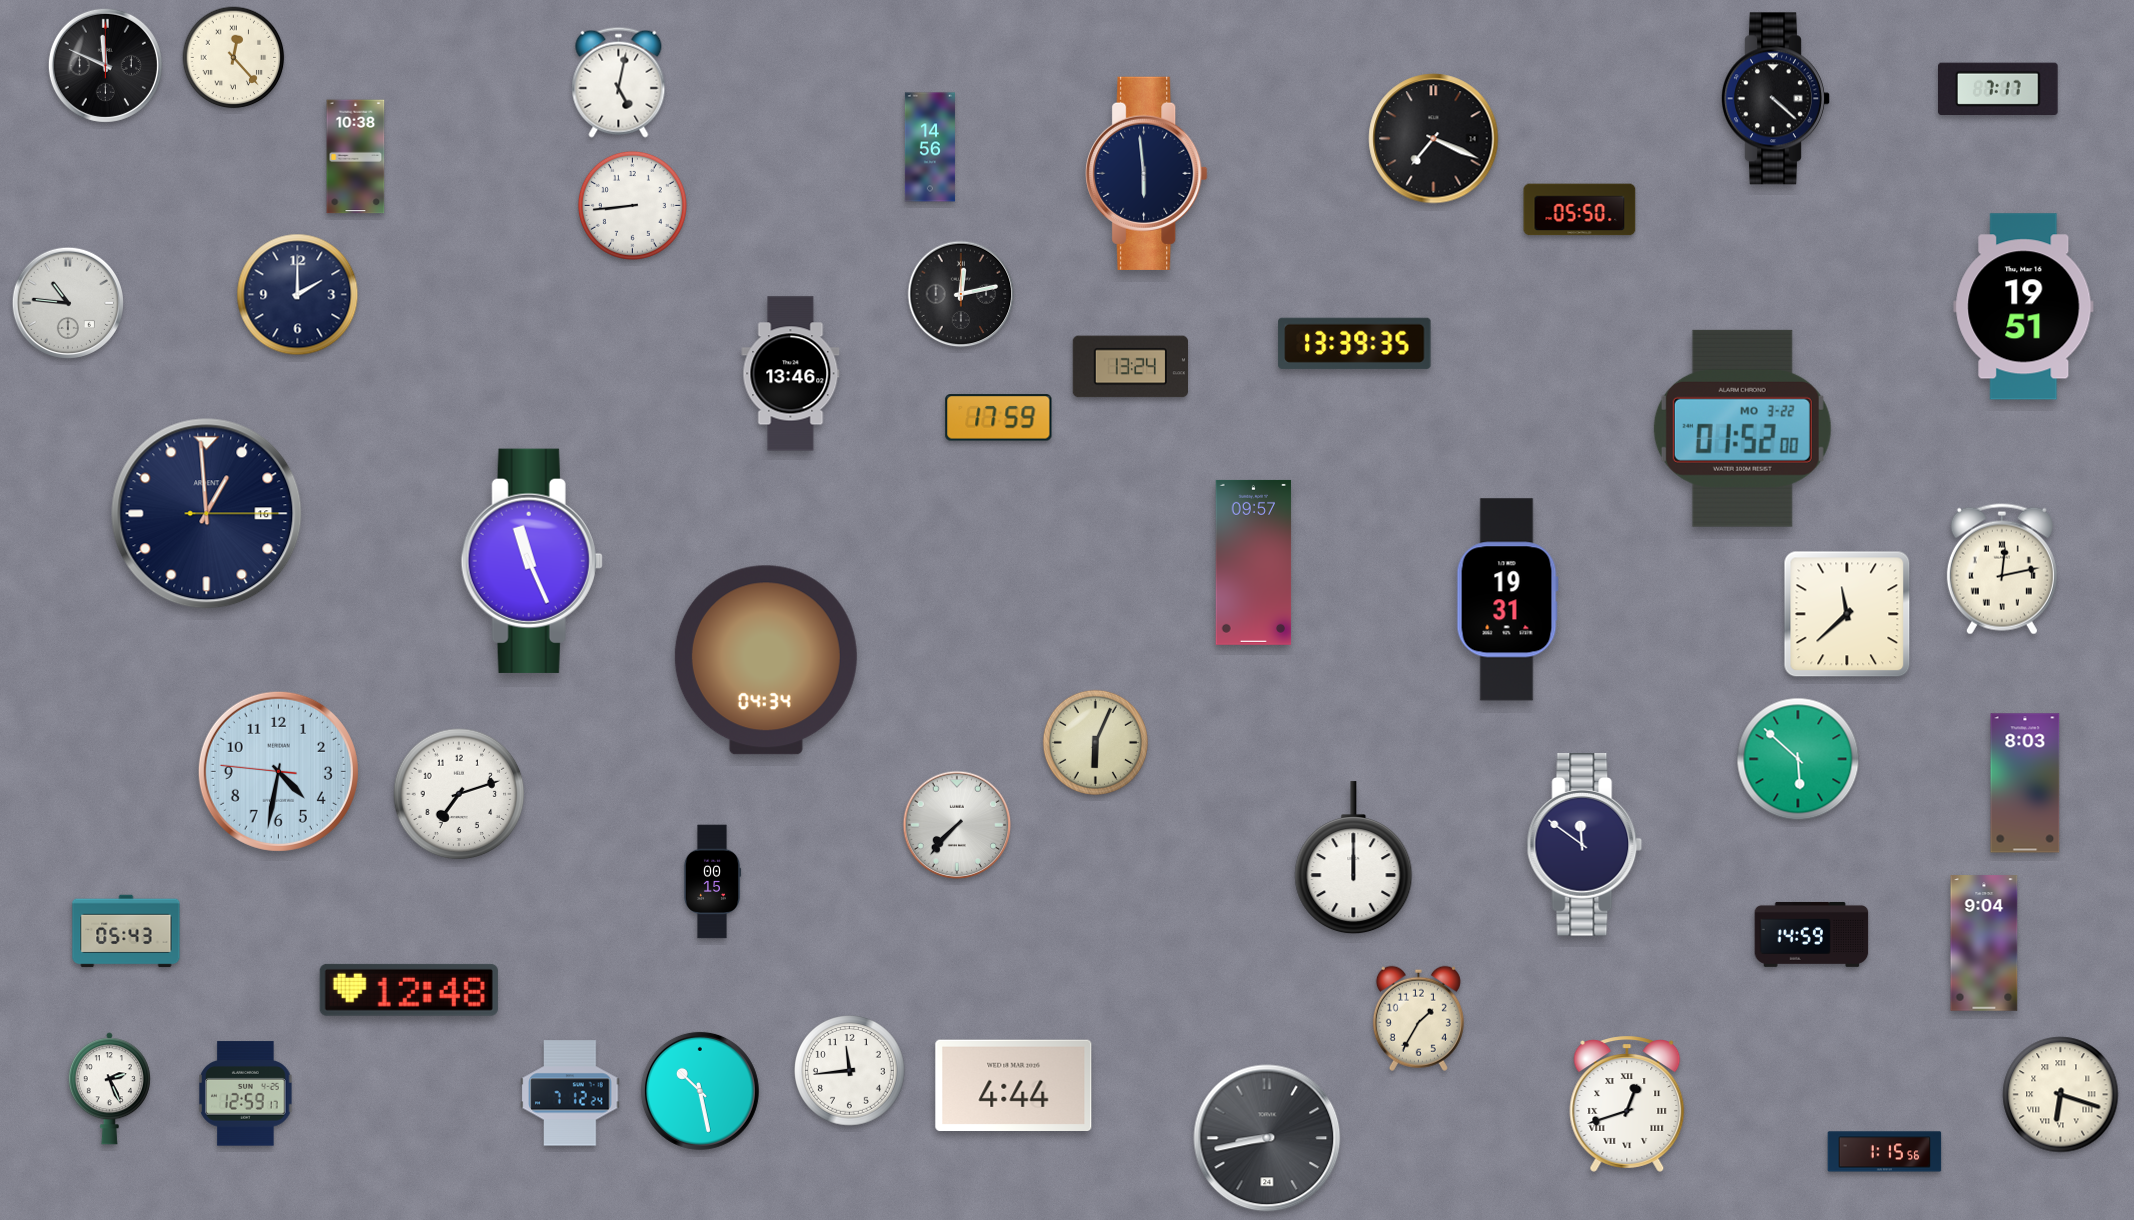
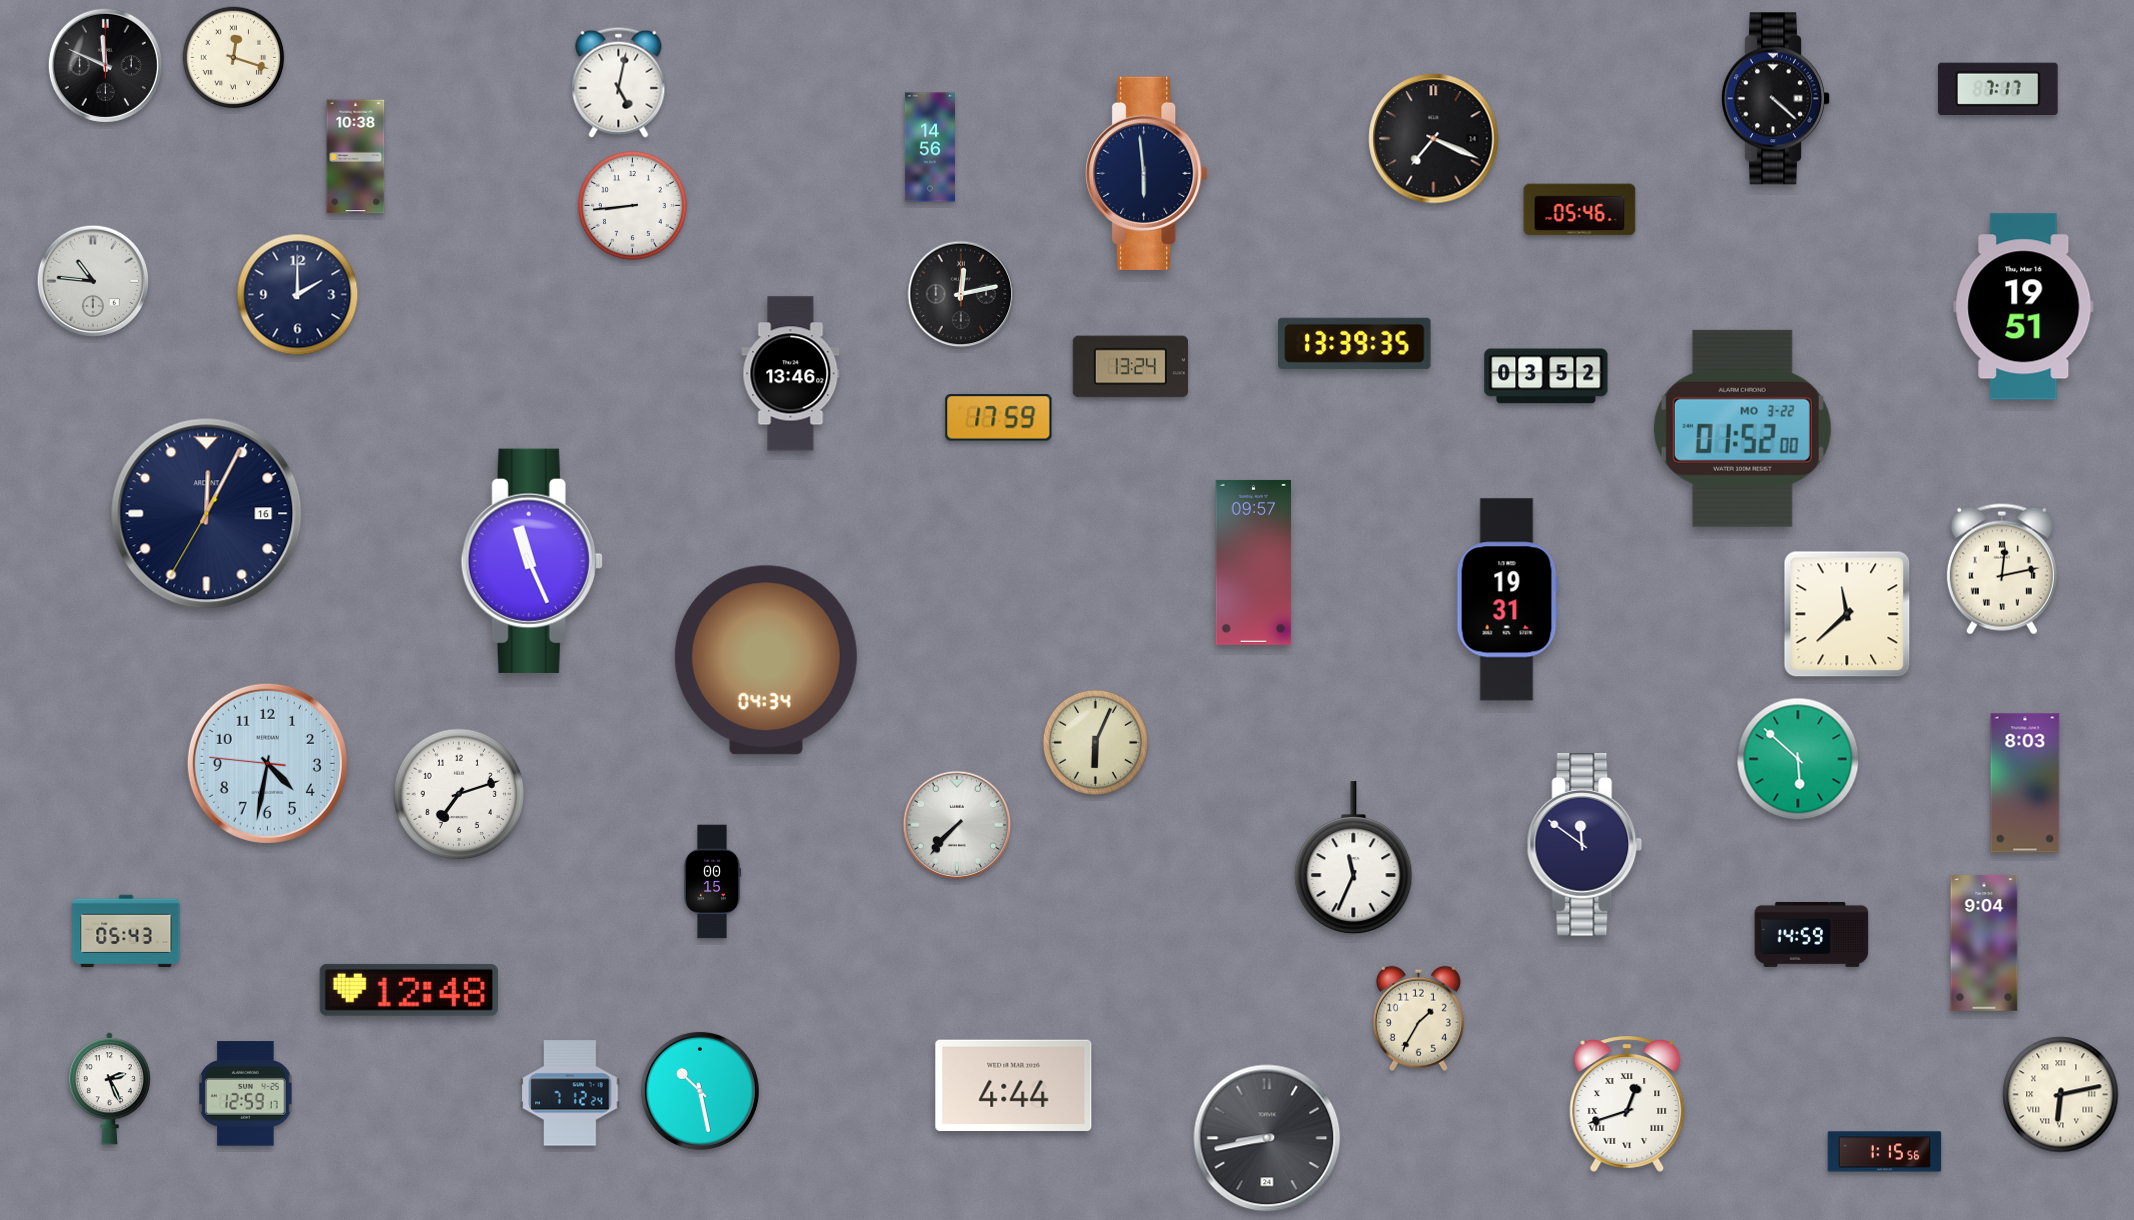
clock at (234, 58): 12:23 -> 12:18
clock at (1580, 210): 05:50 -> 05:46
clock at (68, 303) position: (68, 303) -> (93, 281)
clock at (1546, 376): none -> 03:52
clock at (207, 514): 12:59 -> 12:04
clock at (278, 771) position: (278, 771) -> (267, 763)
clock at (1354, 858): 12:00 -> 11:34
clock at (850, 1071): 11:44 -> none
clock at (2061, 1095): 6:18 -> 6:13
